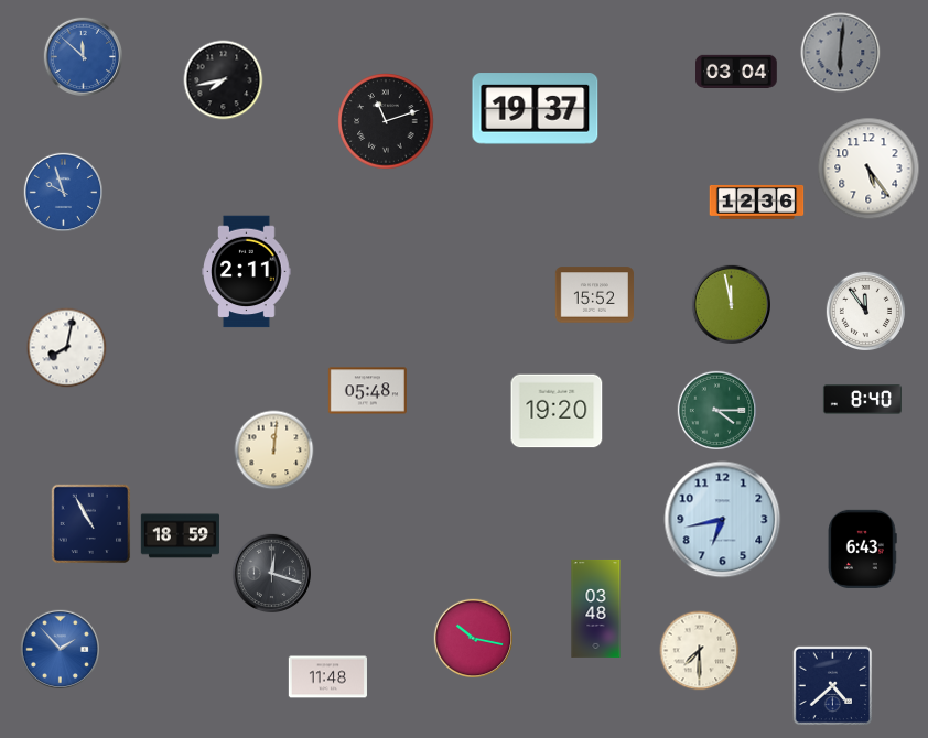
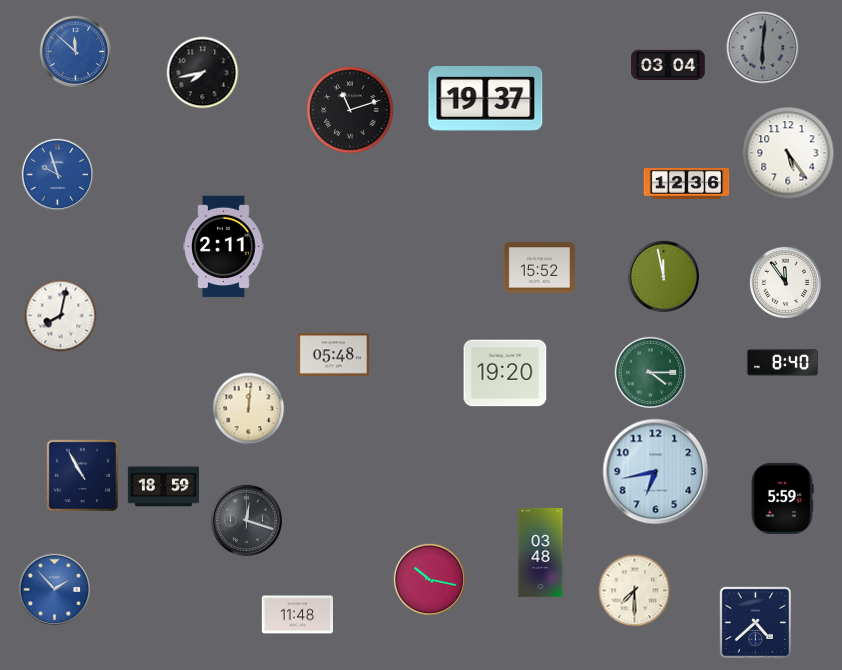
clock at (862, 549): 6:43 -> 5:59
